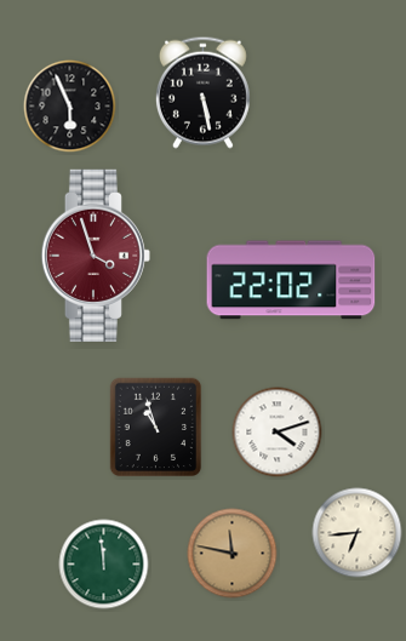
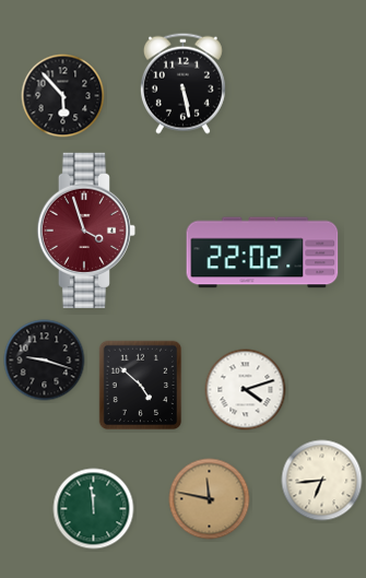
clock at (70, 107): 5:56 -> 5:53
clock at (45, 361): none -> 9:18
clock at (156, 428): 10:57 -> 4:52
clock at (278, 433) position: (278, 433) -> (246, 390)
